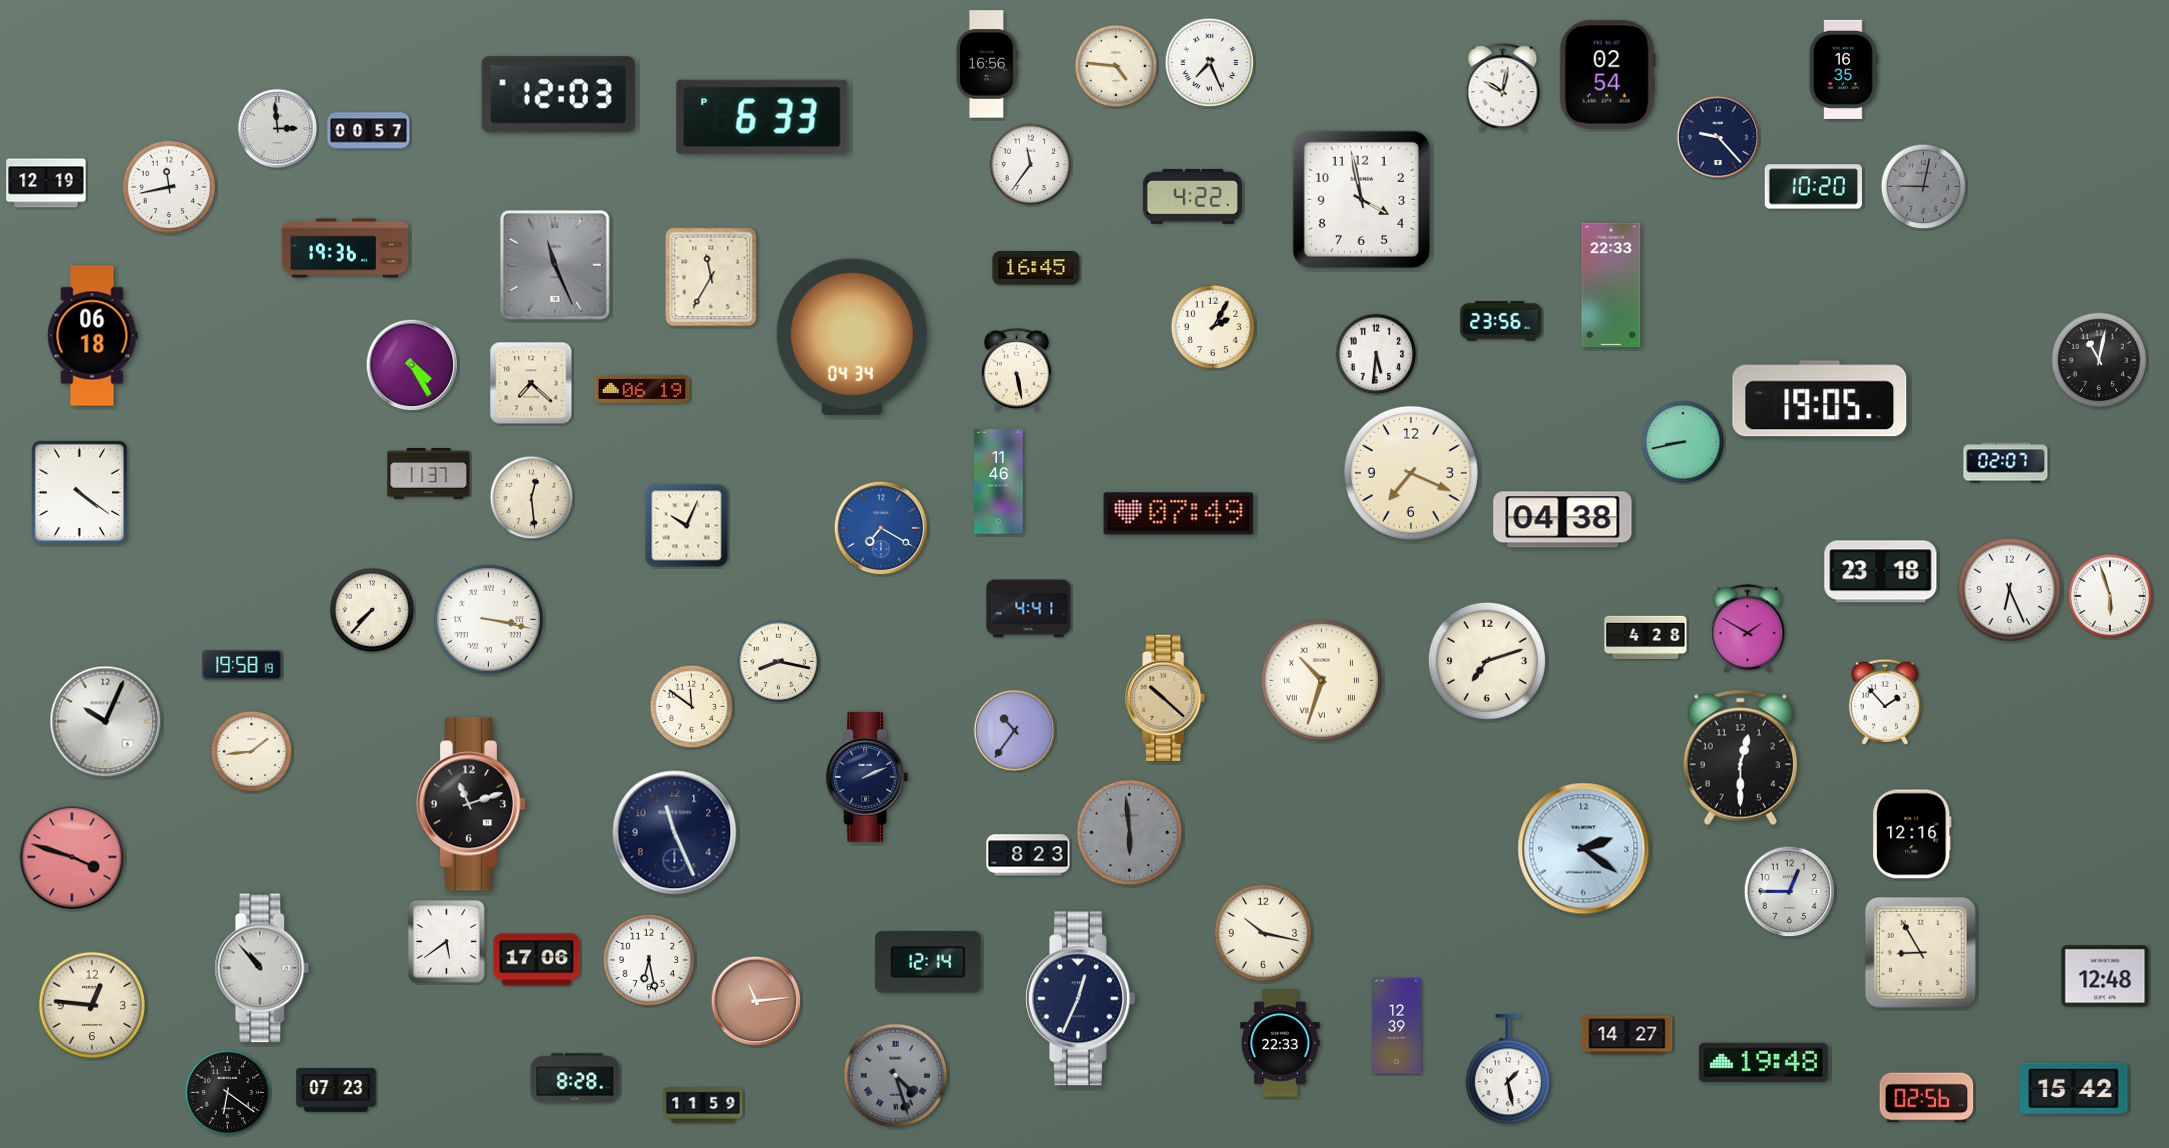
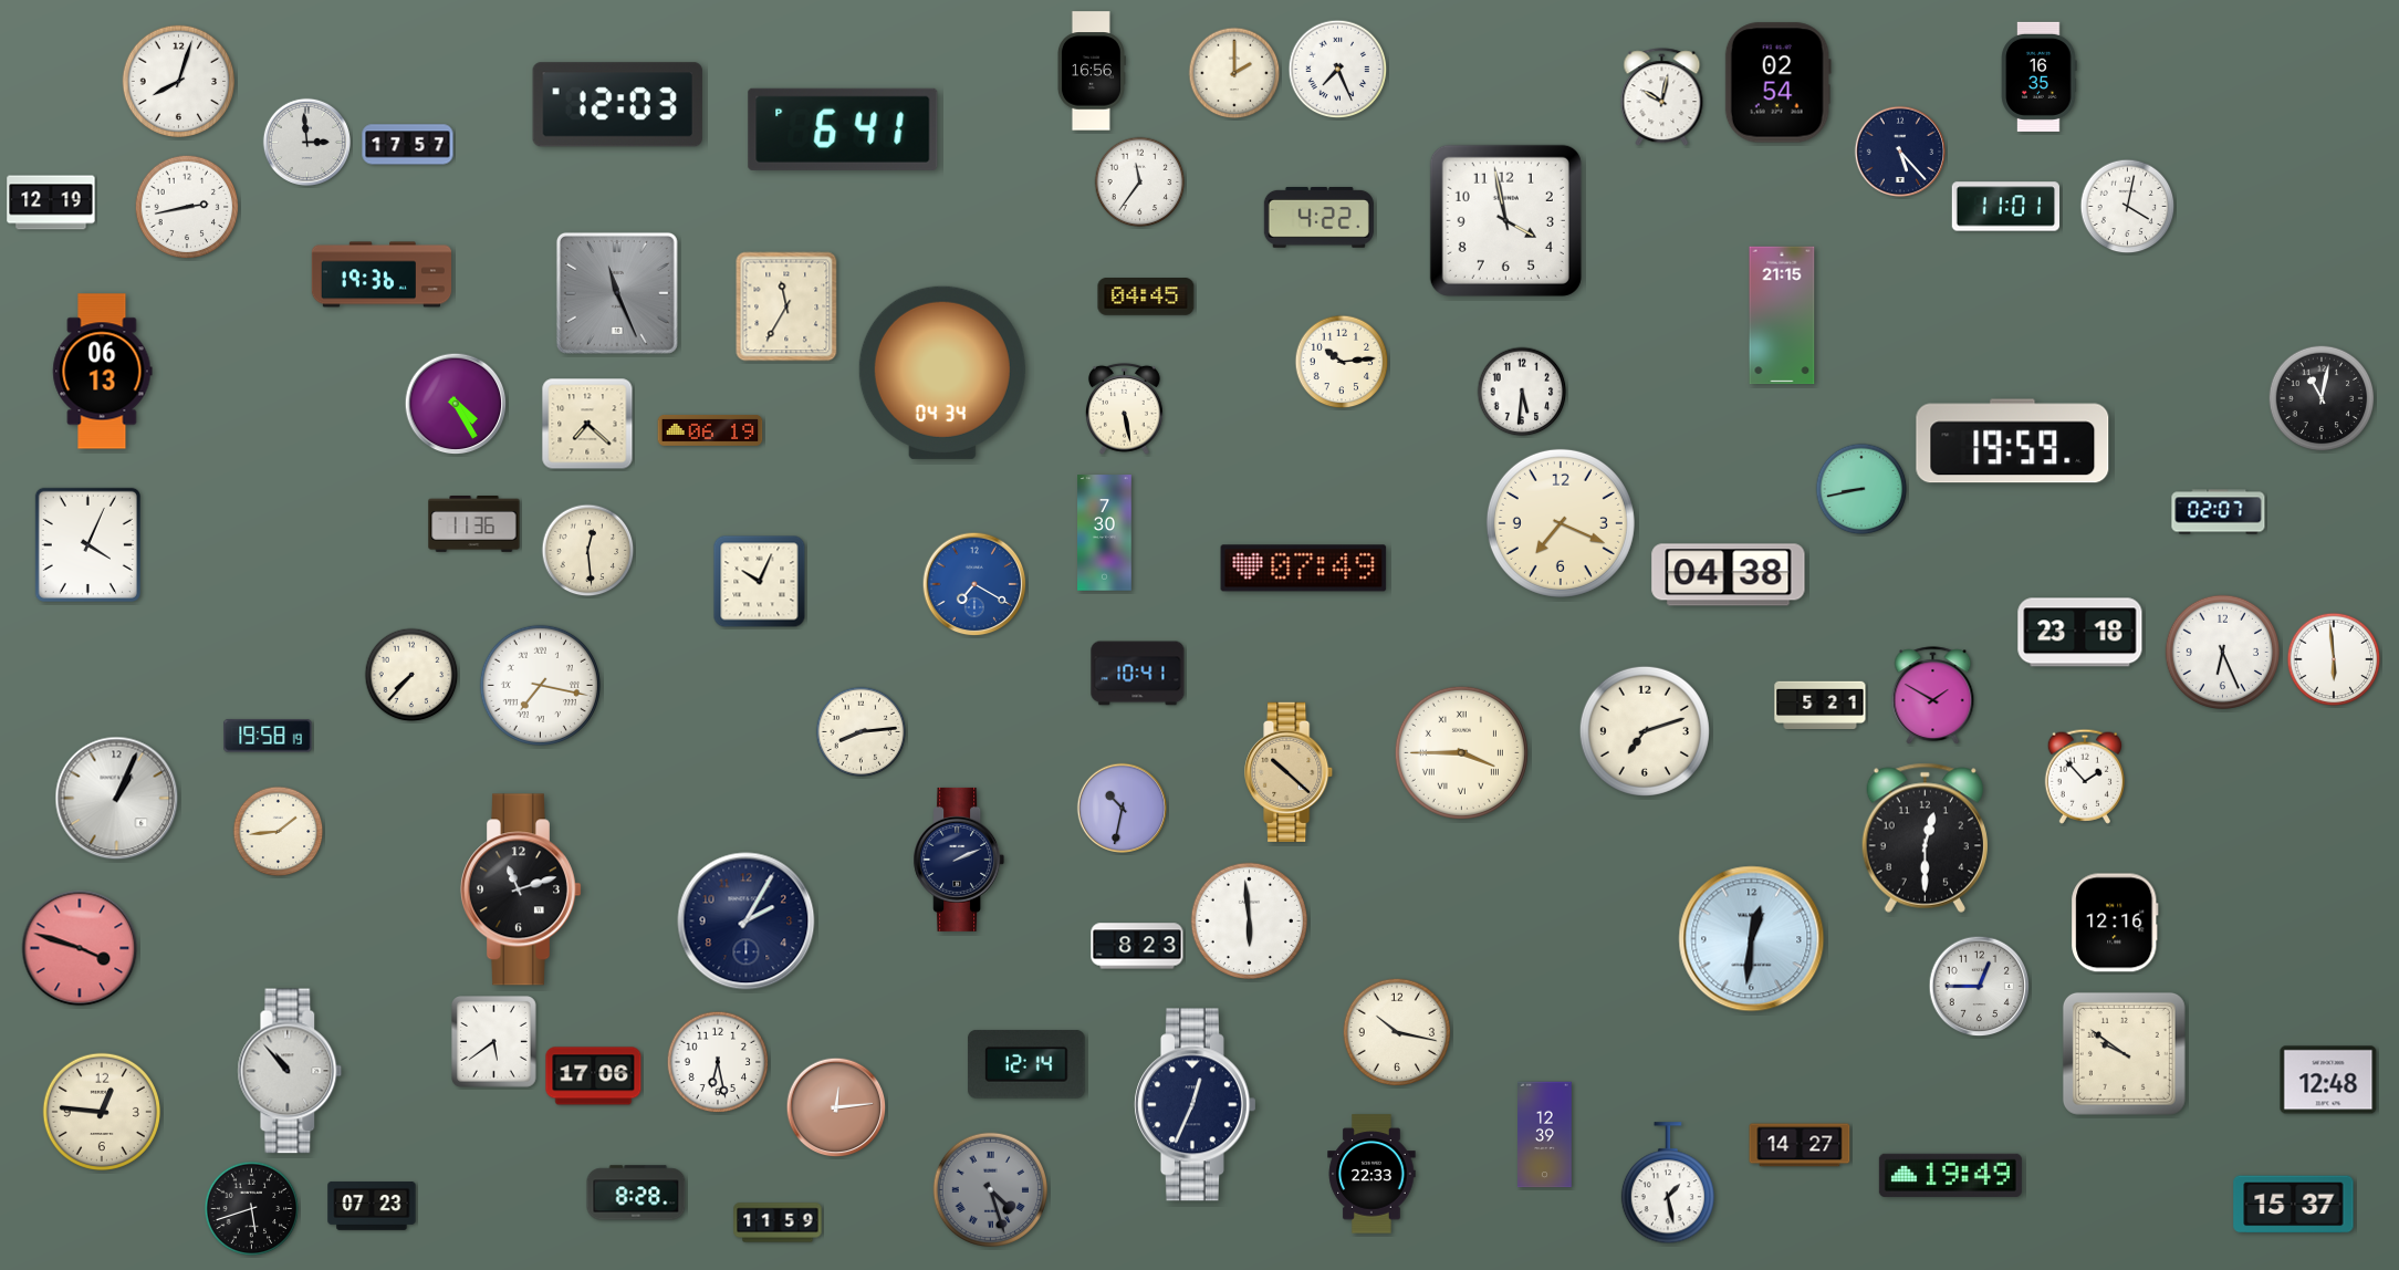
clock at (1116, 66): 4:46 -> 2:00
clock at (178, 81): none -> 8:03
clock at (762, 117): 6:33 -> 6:41
clock at (369, 131): 00:57 -> 17:57
clock at (1718, 137): 9:23 -> 5:23
clock at (169, 187): 11:43 -> 2:43
clock at (1813, 187): 10:20 -> 11:01
clock at (1924, 187): 9:02 -> 4:02
clock at (1924, 187) dial: grey -> white
clock at (555, 265) position: (555, 265) -> (617, 293)
clock at (1036, 269): 16:45 -> 04:45
clock at (1611, 285): 22:33 -> 21:15
clock at (1501, 321): 23:56 -> none
clock at (1213, 327): 2:05 -> 10:14
clock at (93, 336): 06:18 -> 06:13
clock at (1820, 399): 19:05 -> 19:59
clock at (429, 474): 11:37 -> 11:36
clock at (999, 482): 11:46 -> 7:30
clock at (79, 492): 4:21 -> 4:04
clock at (2110, 596): 5:57 -> 5:59
clock at (1029, 609): 4:41 -> 10:41
clock at (488, 619): 3:17 -> 7:17
clock at (1646, 638): 4:28 -> 5:21
clock at (779, 662): 8:17 -> 8:14
clock at (1321, 680): 10:33 -> 3:45
clock at (692, 707): 11:51 -> none
clock at (106, 722): 10:04 -> 1:04
clock at (1014, 730): 10:36 -> 10:32
clock at (1129, 832) dial: grey -> white
clock at (675, 833): 11:26 -> 2:05
clock at (1584, 849): 2:21 -> 12:31
clock at (1920, 952): 8:55 -> 9:51
clock at (537, 960) position: (537, 960) -> (594, 1076)
clock at (756, 1001): 11:14 -> 12:14
clock at (1280, 1043) position: (1280, 1043) -> (1371, 1174)
clock at (1763, 1062): 19:48 -> 19:49
clock at (2074, 1089): 15:42 -> 15:37
clock at (228, 1093): 6:21 -> 5:42
clock at (1927, 1098): 02:56 -> none
